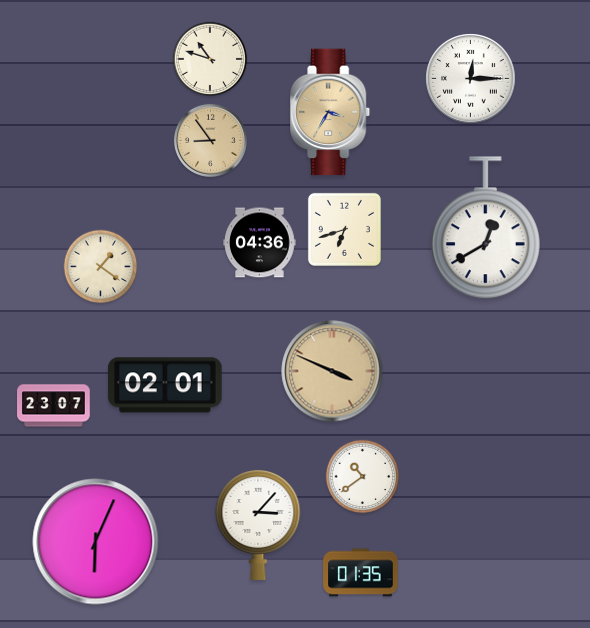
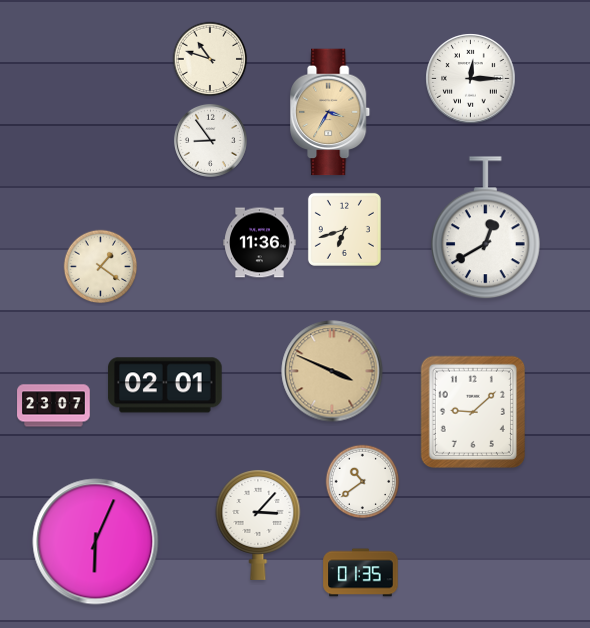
clock at (210, 140) dial: champagne -> white
clock at (260, 243): 04:36 -> 11:36
clock at (472, 412): none -> 9:08
clock at (363, 477) position: (363, 477) -> (363, 482)
